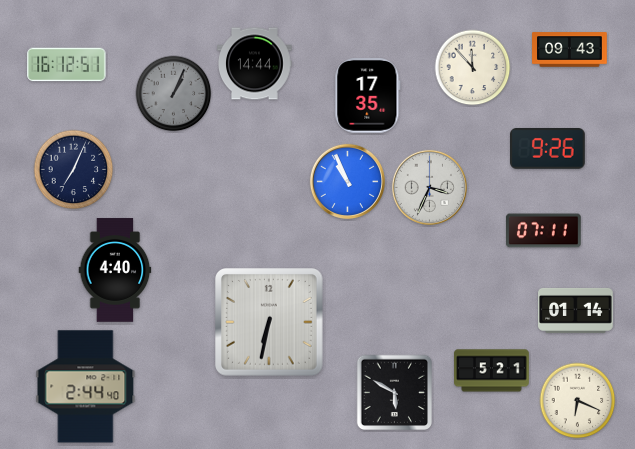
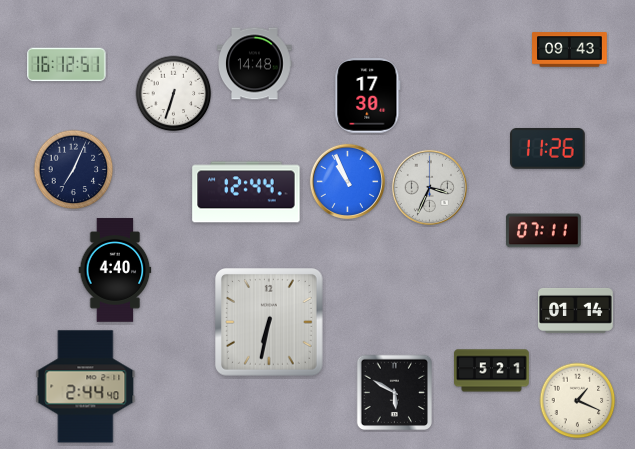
clock at (255, 64): 14:44 -> 14:48
clock at (473, 68): 11:53 -> none
clock at (174, 94): 1:04 -> 6:33
clock at (174, 94) dial: grey -> white
clock at (368, 96): 17:35 -> 17:30
clock at (548, 149): 9:26 -> 11:26
clock at (246, 192): none -> 12:44
clock at (578, 401): 6:19 -> 1:19
